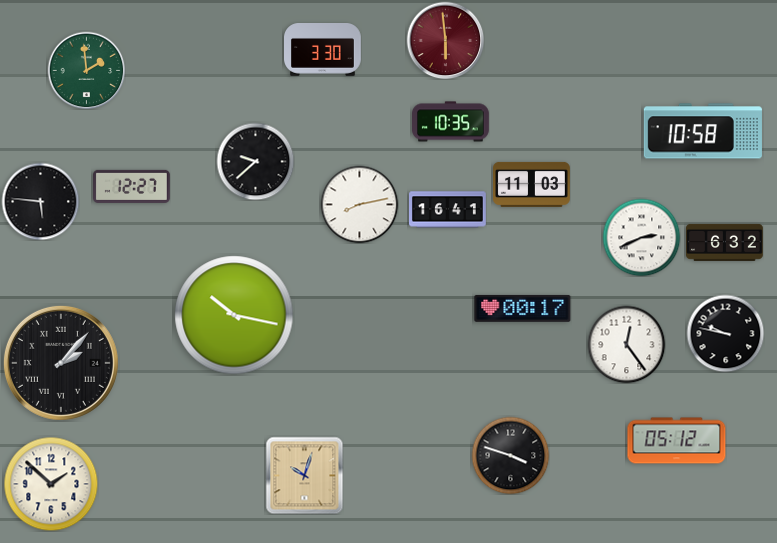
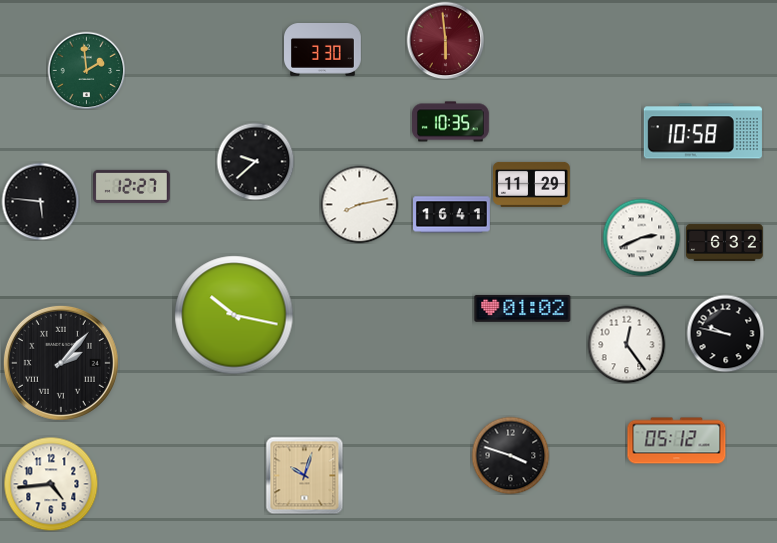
clock at (532, 184): 11:03 -> 11:29
clock at (448, 210) position: (448, 210) -> (452, 215)
clock at (523, 308): 00:17 -> 01:02
clock at (51, 484): 1:52 -> 4:44
